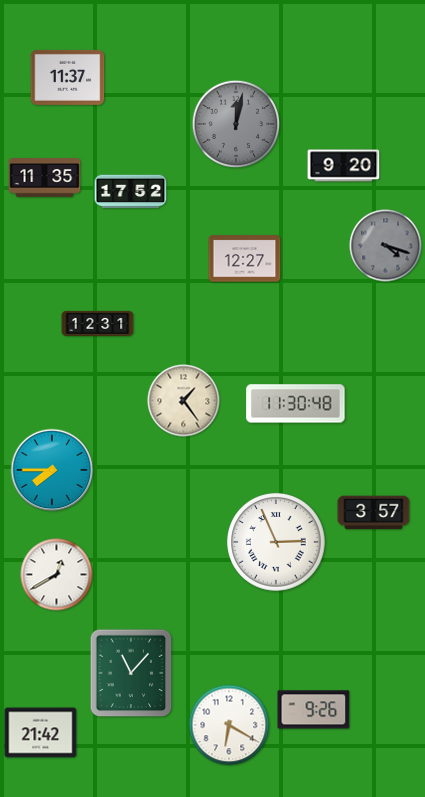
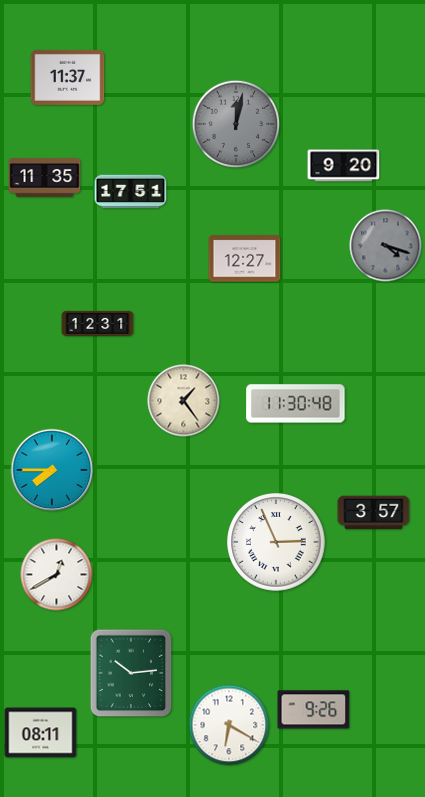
clock at (131, 192): 17:52 -> 17:51
clock at (131, 673): 11:07 -> 10:14
clock at (41, 733): 21:42 -> 08:11
